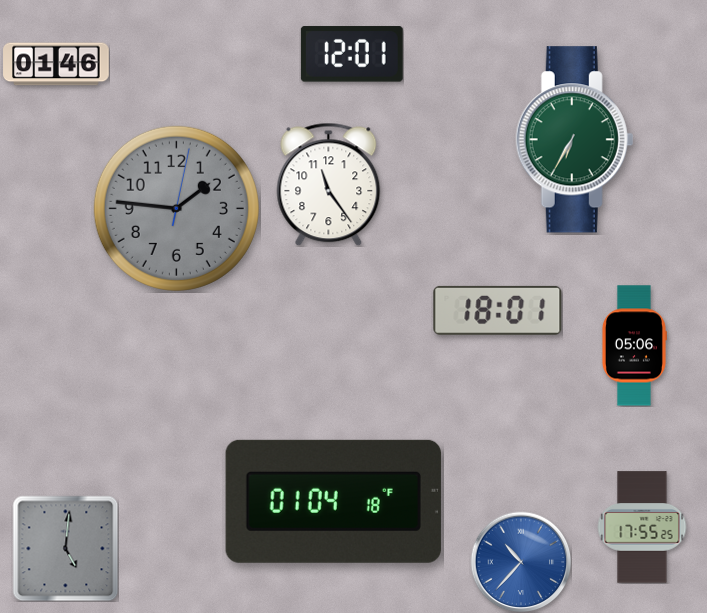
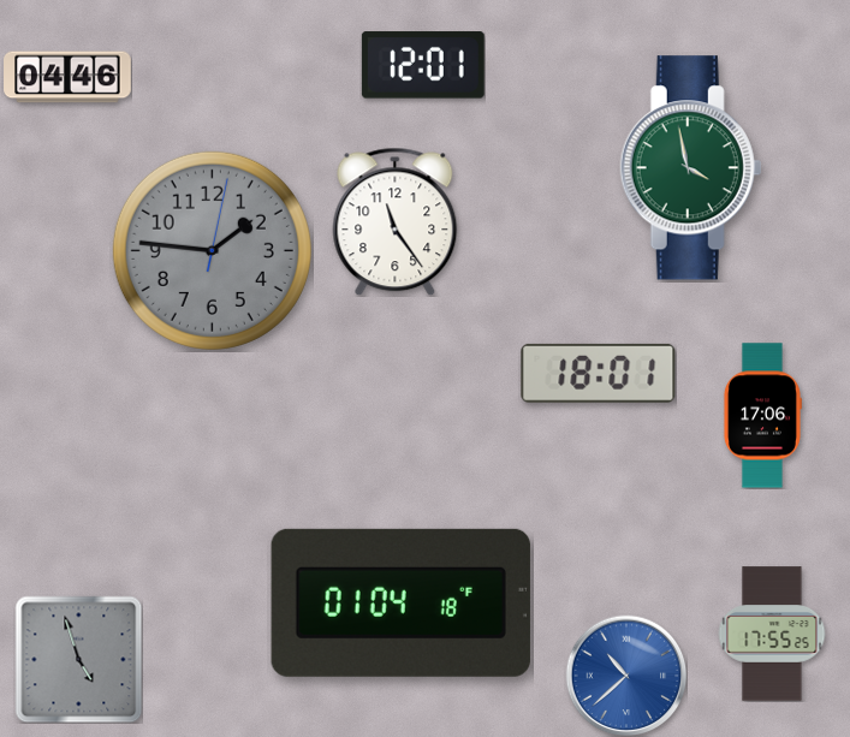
clock at (56, 64): 01:46 -> 04:46
clock at (575, 140): 6:35 -> 3:58
clock at (634, 346): 05:06 -> 17:06
clock at (65, 548): 5:01 -> 4:57
clock at (521, 562): 10:37 -> 10:38
